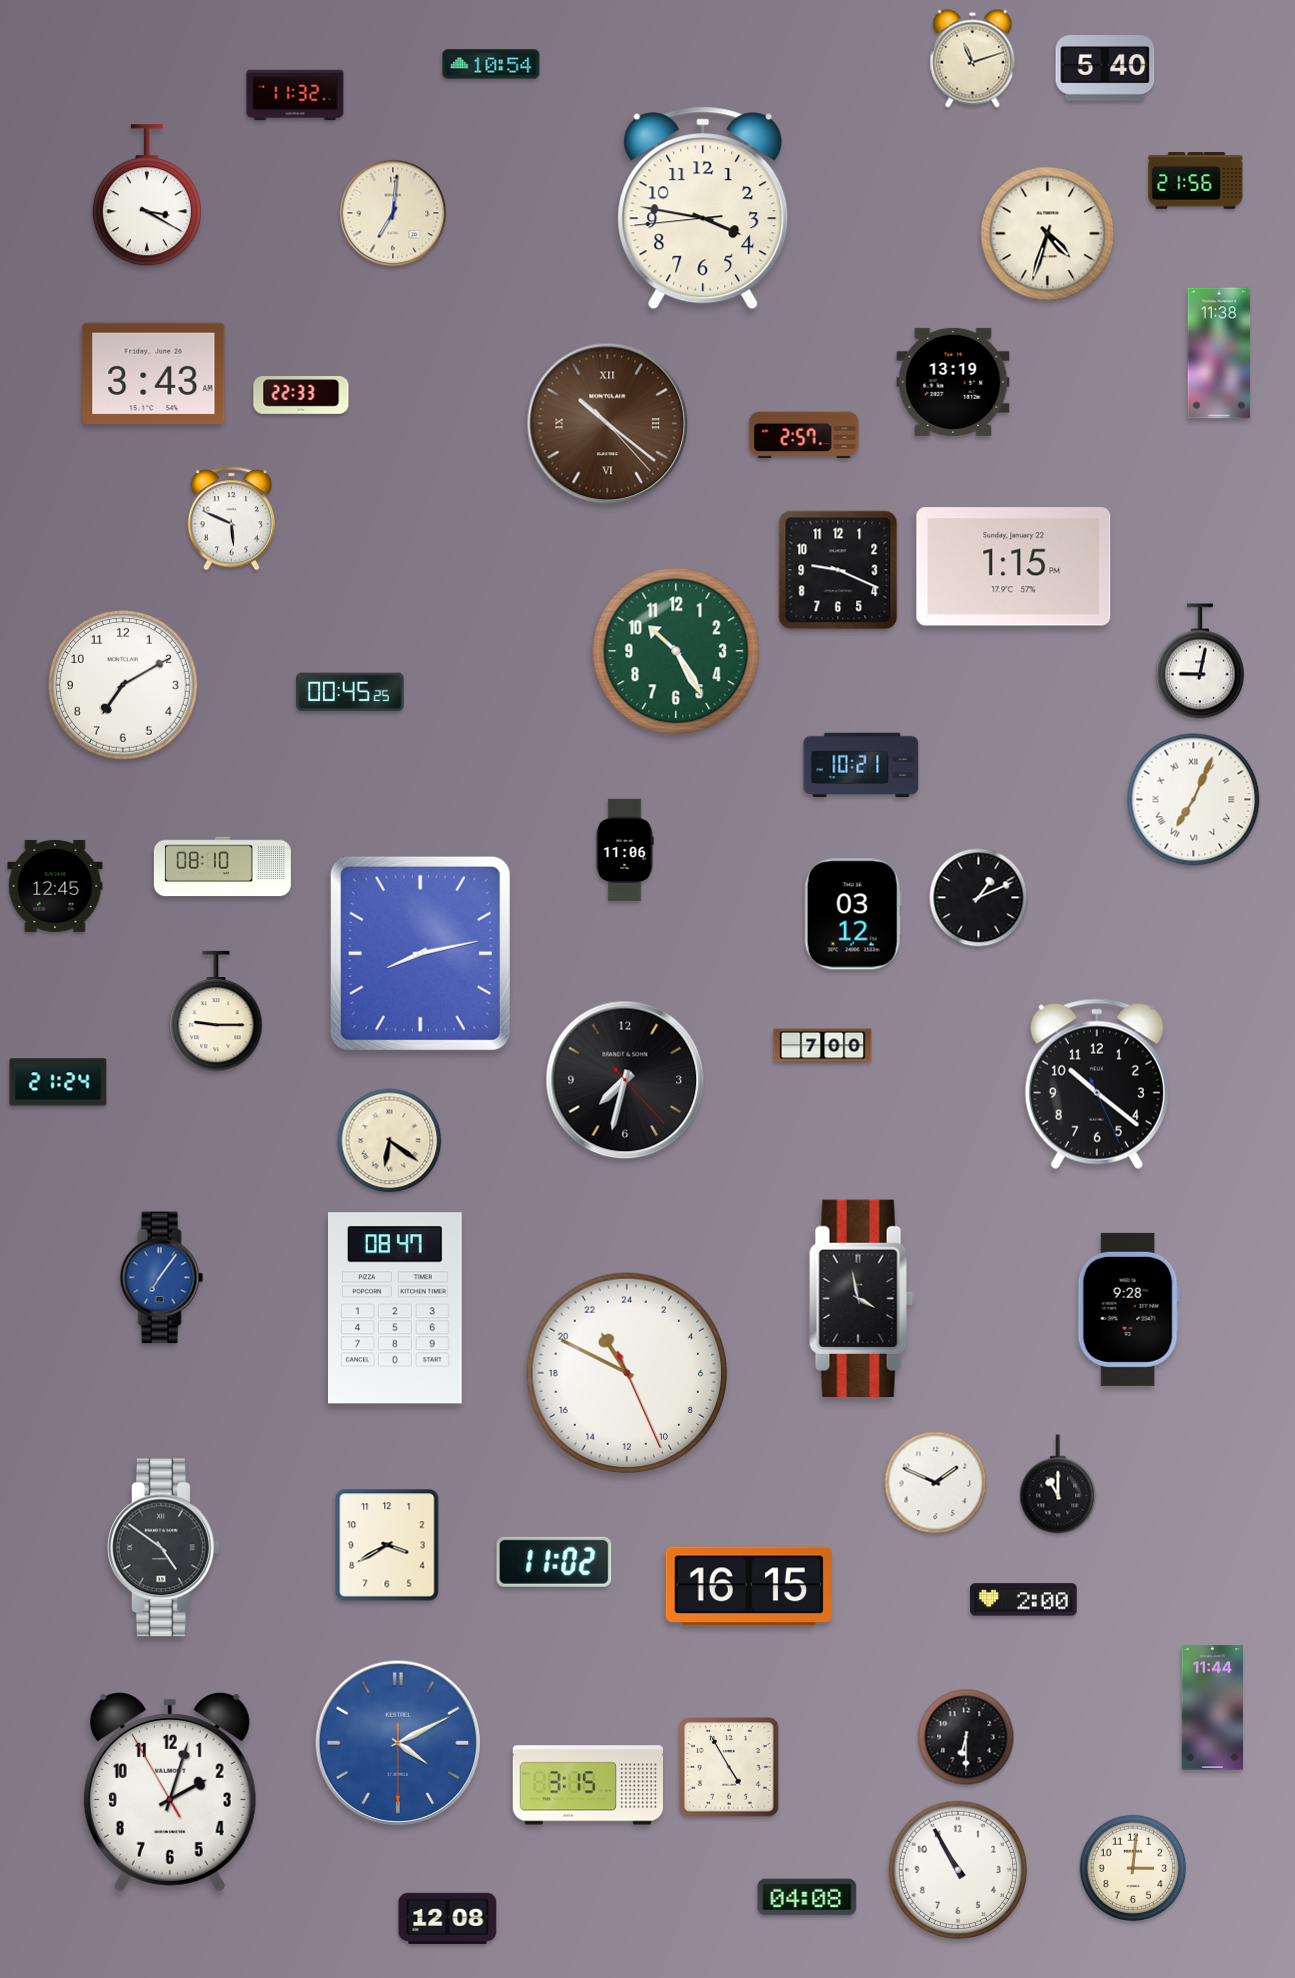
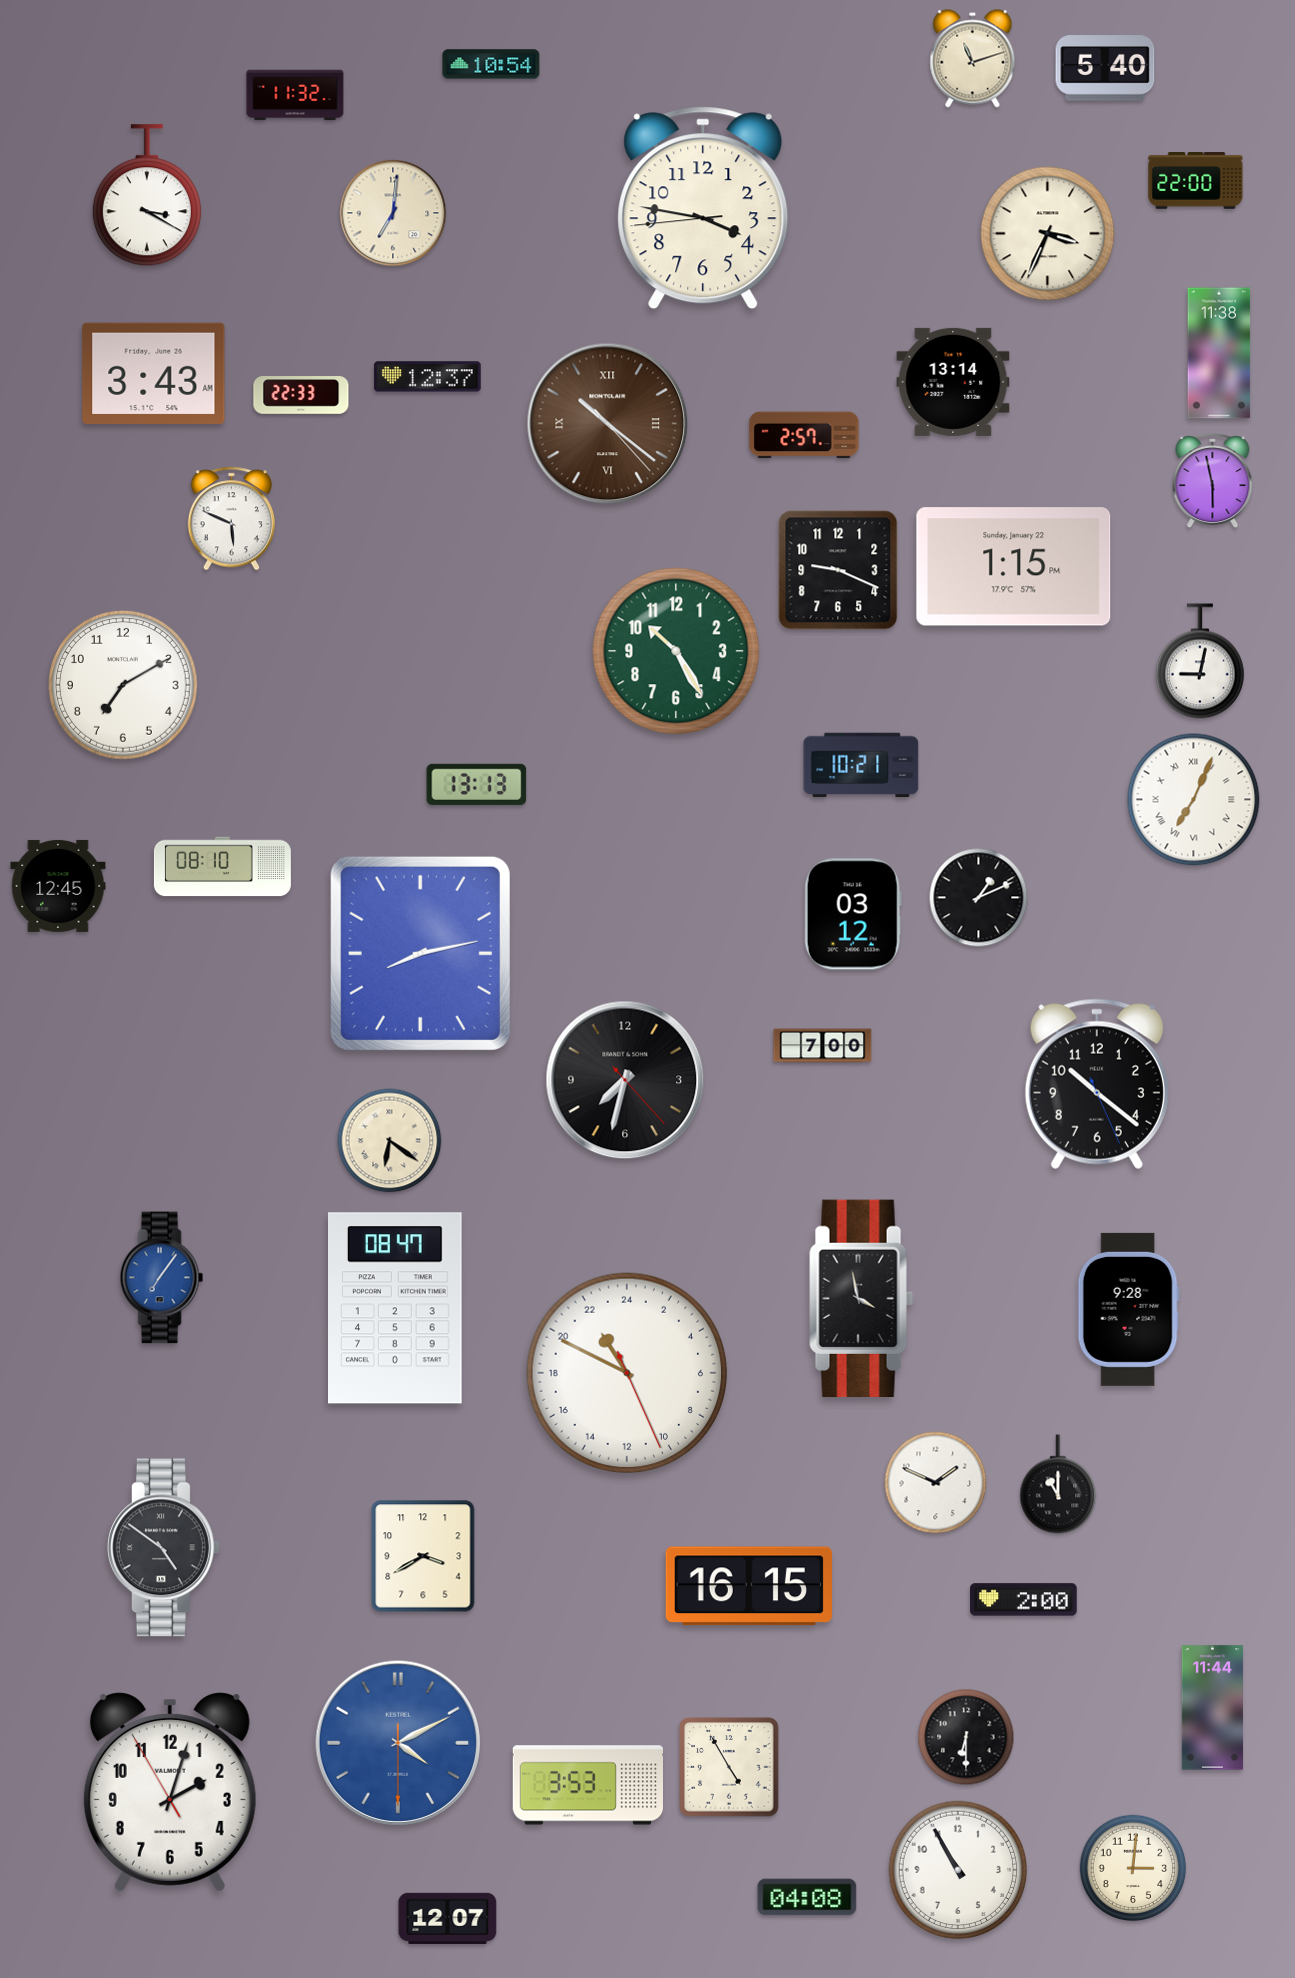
clock at (1196, 181): 21:56 -> 22:00
clock at (1048, 234): 4:33 -> 3:34
clock at (428, 377): none -> 12:37
clock at (953, 382): 13:19 -> 13:14
clock at (1213, 481): none -> 5:58
clock at (350, 692): 00:45 -> none
clock at (477, 784): none -> 13:13
clock at (625, 850): 11:06 -> none
clock at (55, 886) position: (55, 886) -> (58, 886)
clock at (216, 1011): 9:15 -> none
clock at (58, 1082): 21:24 -> none
clock at (387, 1545) position: (387, 1545) -> (423, 1556)
clock at (554, 1562): 11:02 -> none
clock at (587, 1785): 3:15 -> 3:53
clock at (448, 1918): 12:08 -> 12:07
